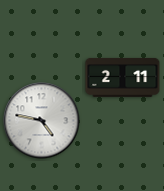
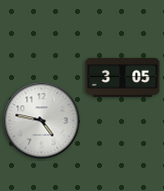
clock at (123, 77): 2:11 -> 3:05
